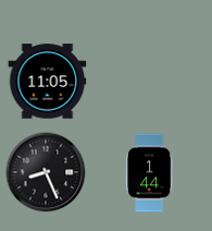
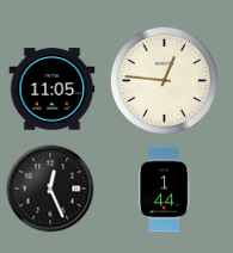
clock at (164, 80): none -> 12:46
clock at (46, 172): 8:26 -> 12:26
